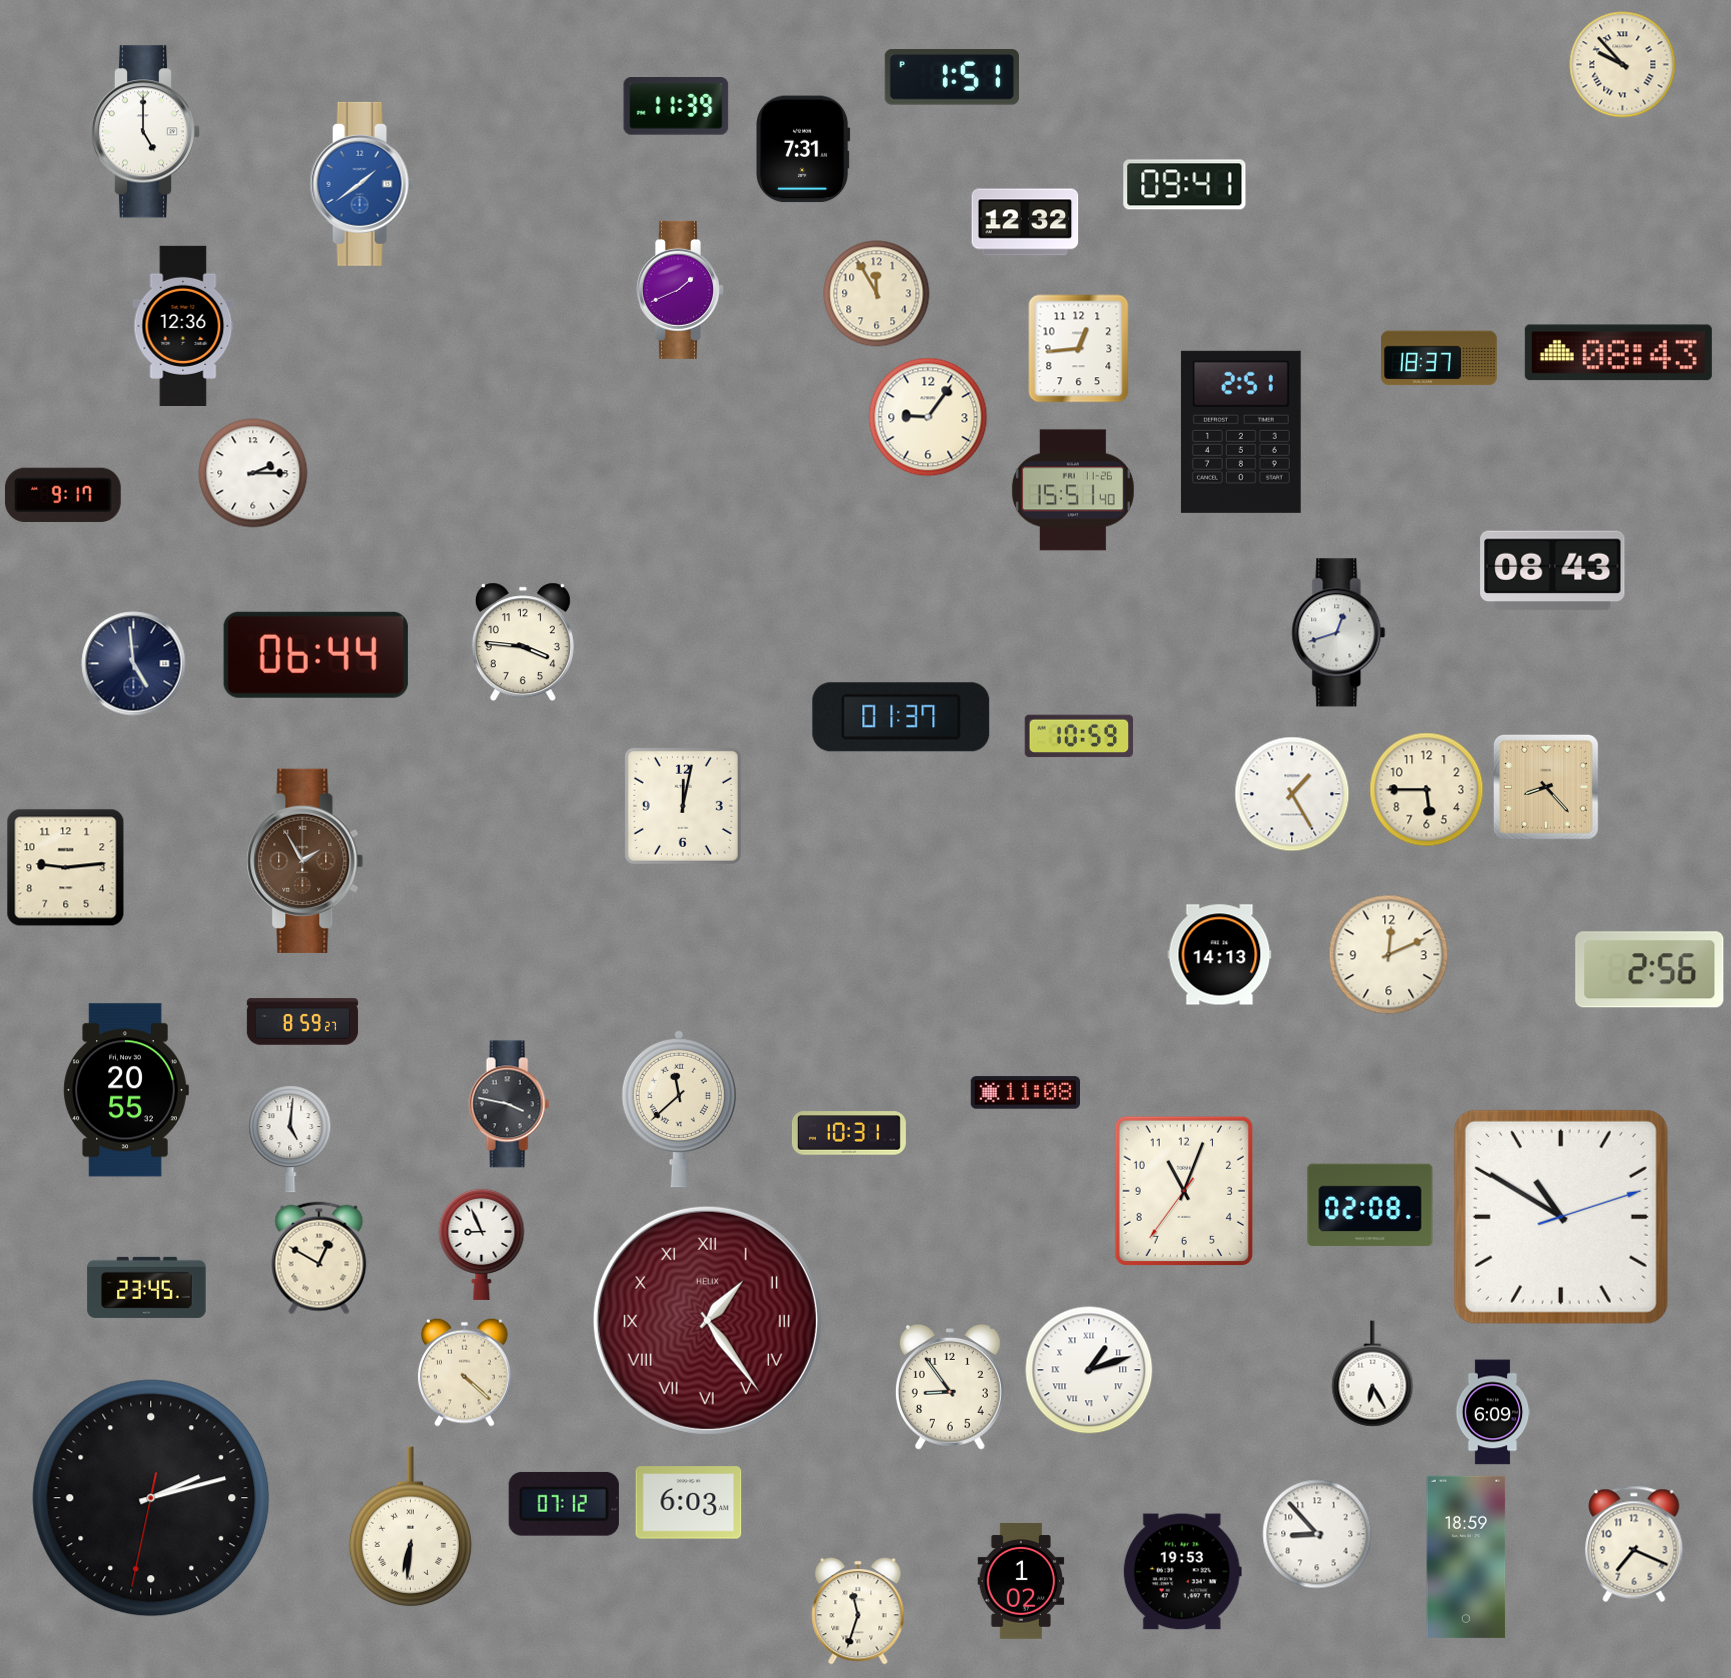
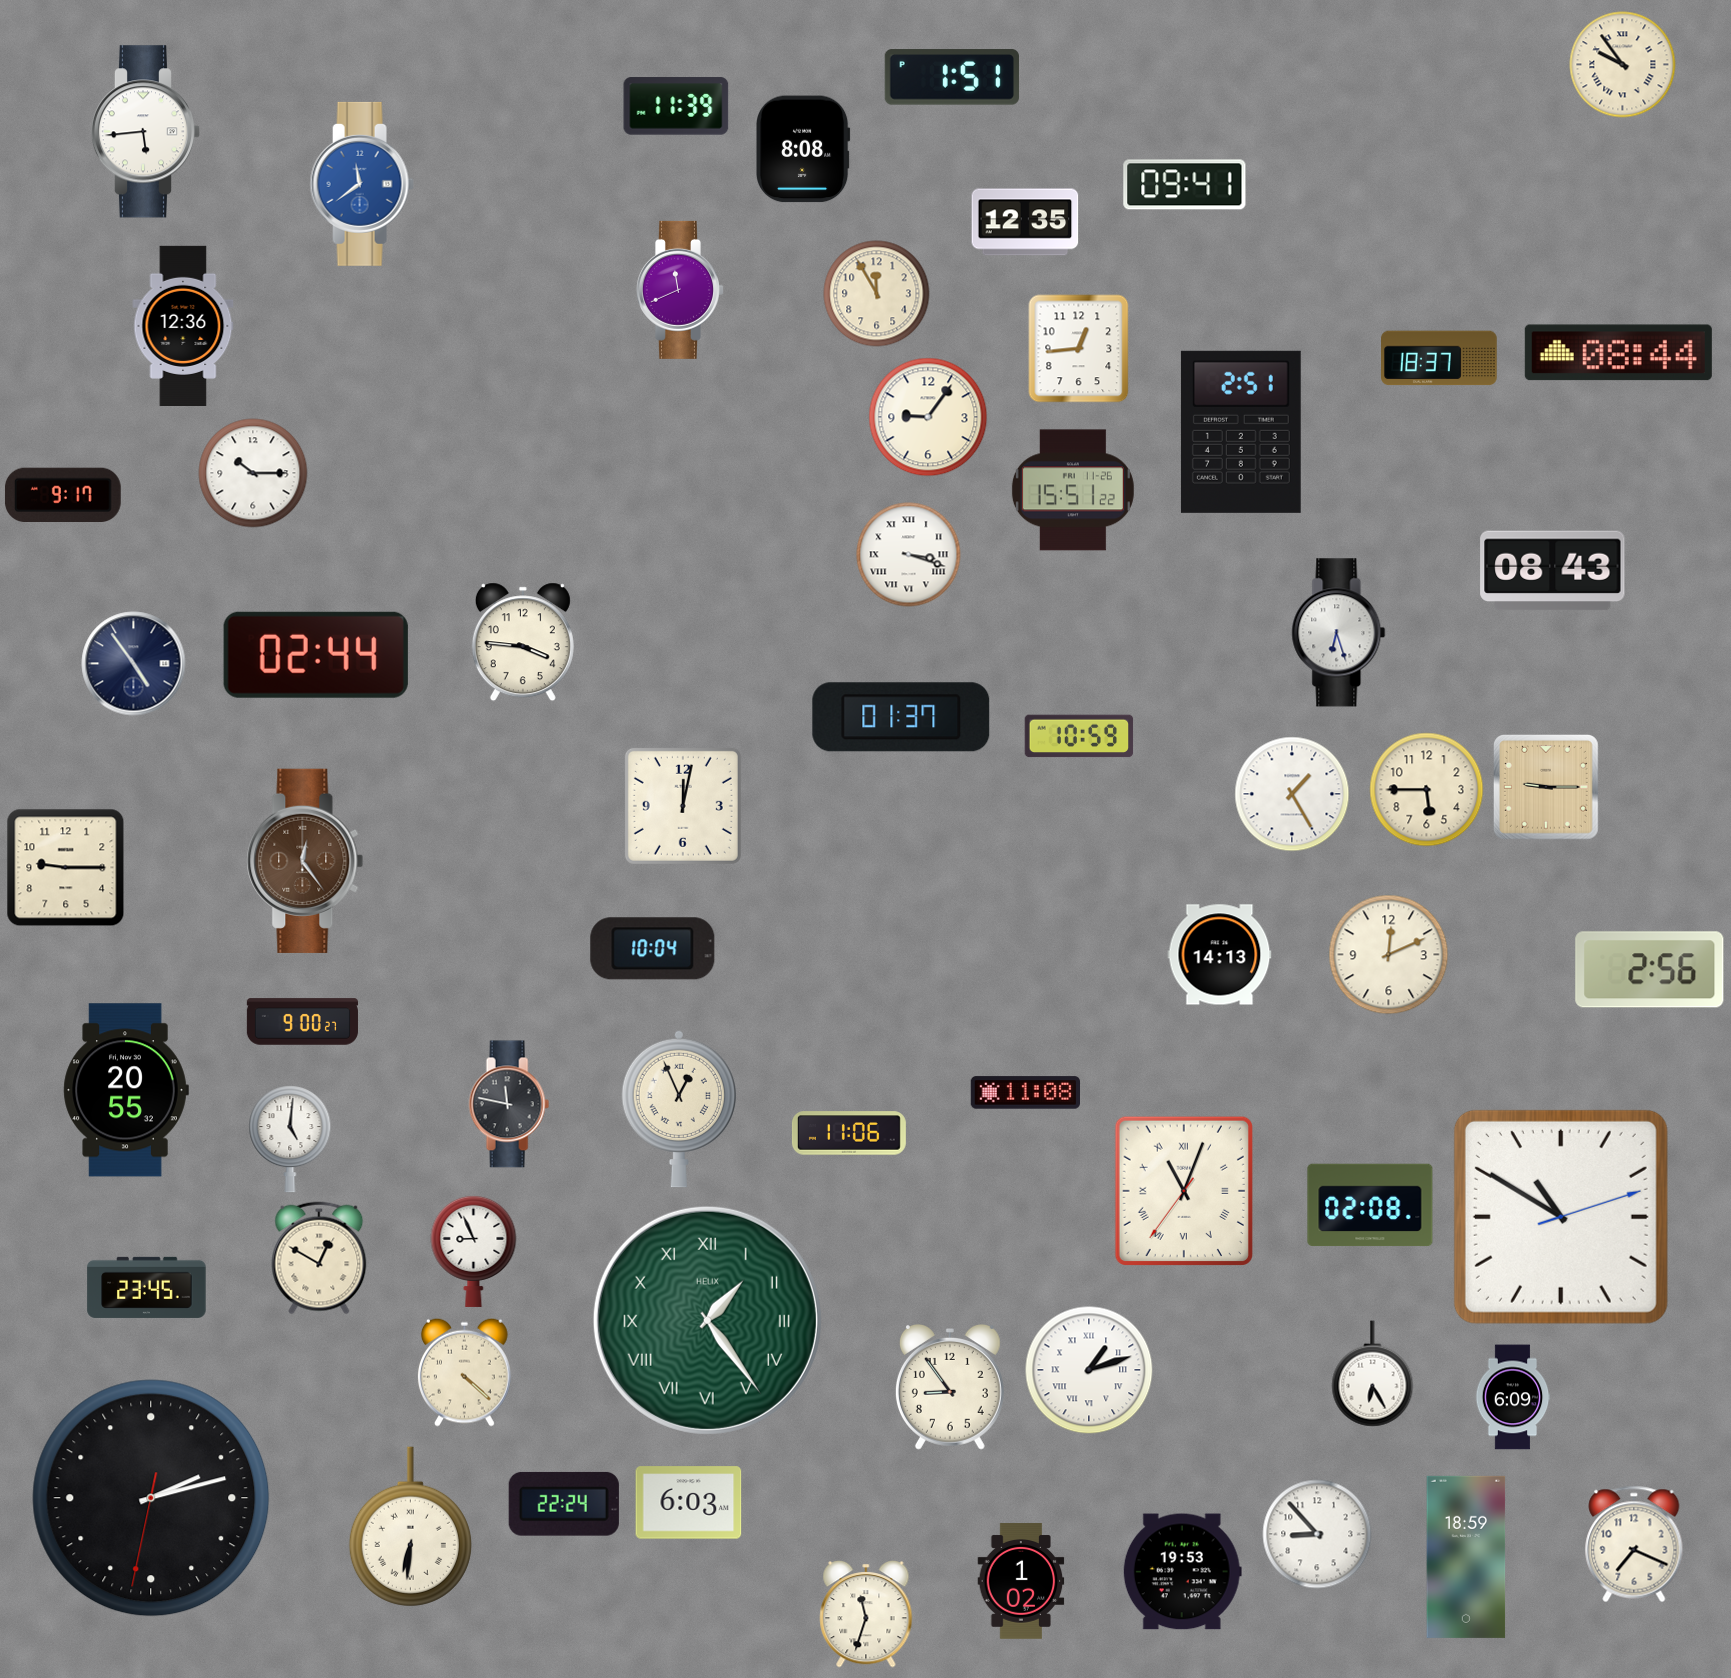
clock at (1623, 65): 9:53 -> 9:54
clock at (146, 132): 5:00 -> 5:44
clock at (804, 149): 7:31 -> 8:08
clock at (362, 184): 1:39 -> 11:39
clock at (1025, 222): 12:32 -> 12:35
clock at (681, 290): 1:41 -> 11:41
clock at (1618, 353): 08:43 -> 08:44
clock at (253, 473): 2:15 -> 10:15
clock at (1073, 490): 15:51:40 -> 15:51:22
clock at (909, 555): none -> 3:18
clock at (1339, 633): 12:42 -> 6:27
clock at (316, 655): 06:44 -> 02:44
clock at (134, 664): 4:59 -> 4:54
clock at (1546, 787): 8:23 -> 9:15
clock at (305, 861): 1:55 -> 12:24
clock at (66, 868): 9:14 -> 9:15
clock at (653, 949): none -> 10:04
clock at (302, 1022): 8:59 -> 9:00
clock at (509, 1104): 3:47 -> 11:47
clock at (679, 1109): 11:38 -> 12:56
clock at (849, 1133): 10:31 -> 11:06
clock at (1184, 1191) numerals: Arabic -> Roman
clock at (482, 1244) position: (482, 1244) -> (474, 1251)
clock at (707, 1320) dial: burgundy -> green
clock at (1493, 1412) position: (1493, 1412) -> (1513, 1397)
clock at (564, 1504): 07:12 -> 22:24
clock at (858, 1611) position: (858, 1611) -> (866, 1614)
